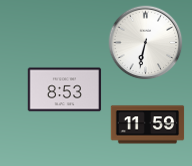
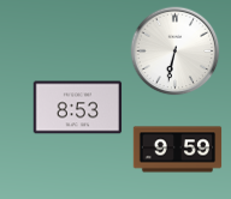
clock at (148, 125): 11:59 -> 9:59
